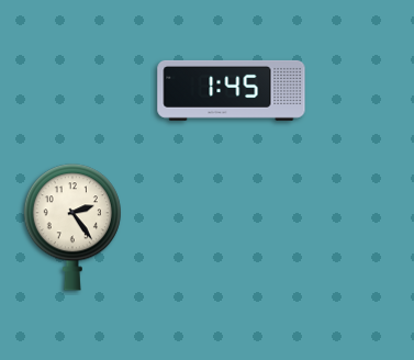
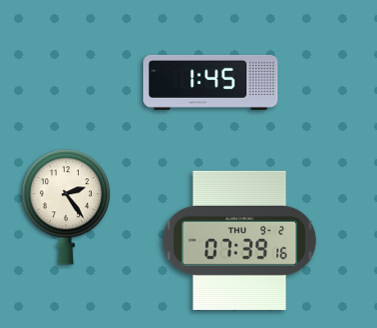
clock at (240, 240): none -> 07:39
